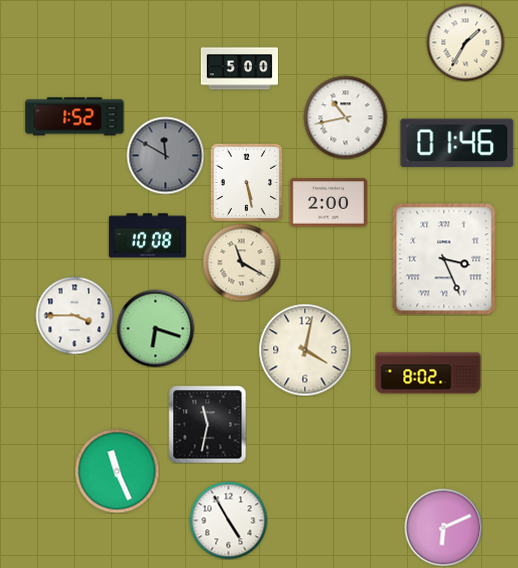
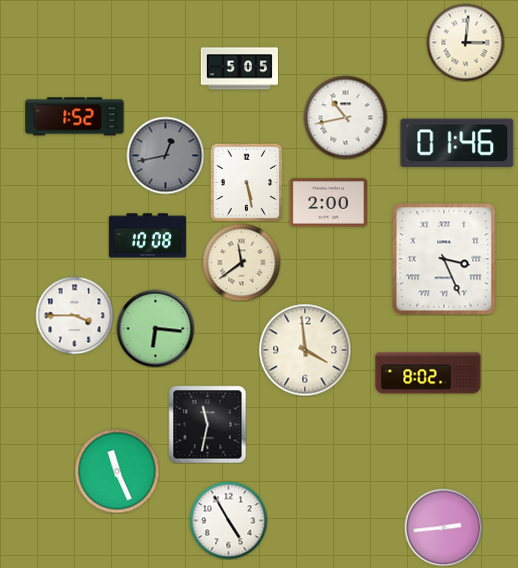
clock at (465, 42): 1:35 -> 3:01
clock at (239, 69): 5:00 -> 5:05
clock at (165, 155): 11:50 -> 12:43
clock at (241, 262): 11:20 -> 11:39
clock at (155, 328): 6:18 -> 6:16
clock at (305, 350): 4:02 -> 3:59
clock at (443, 527): 6:11 -> 2:44
